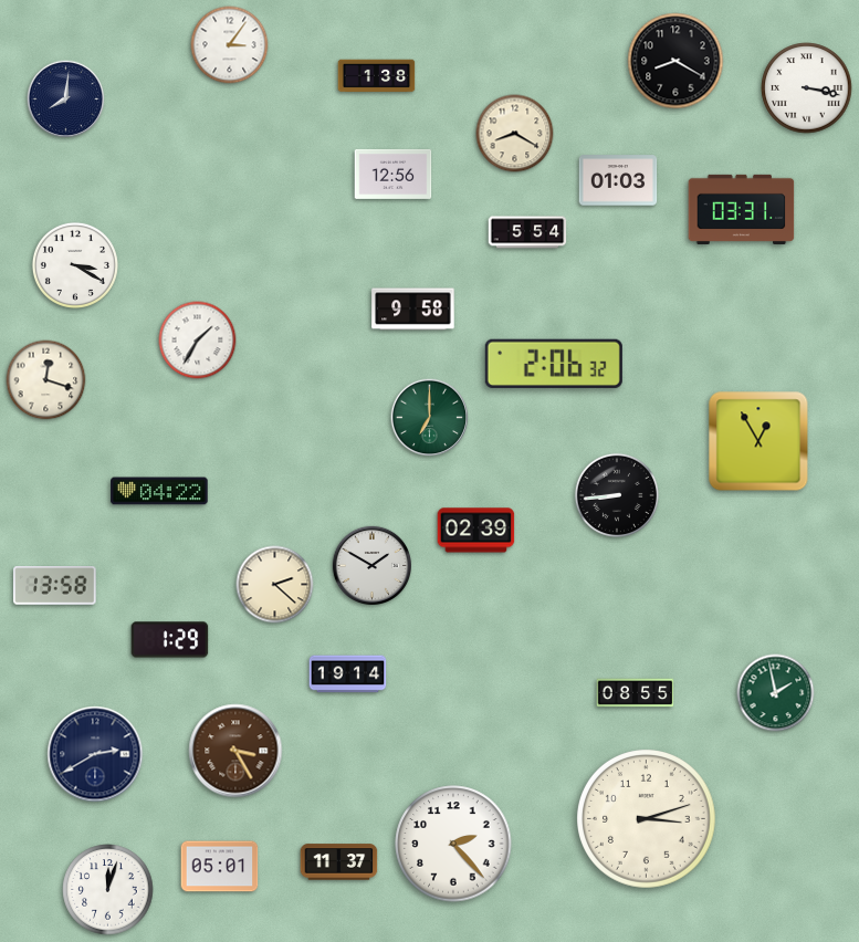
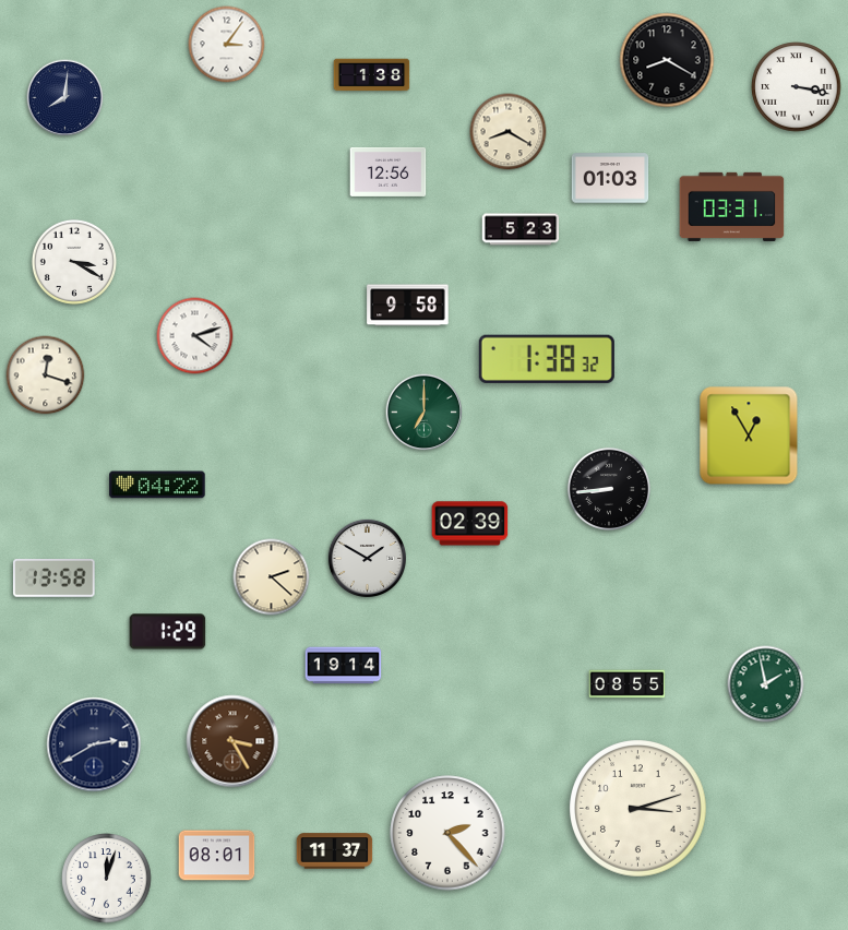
clock at (527, 232): 5:54 -> 5:23
clock at (198, 341): 1:35 -> 4:12
clock at (554, 364): 2:06 -> 1:38
clock at (220, 867): 05:01 -> 08:01
